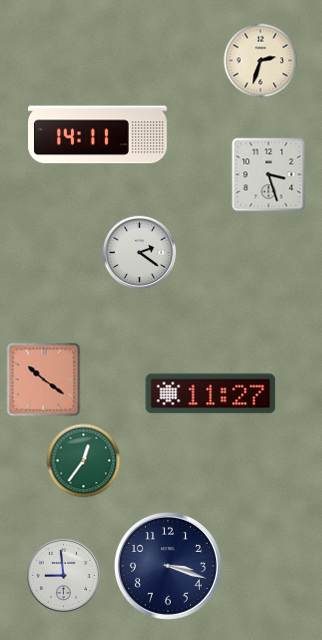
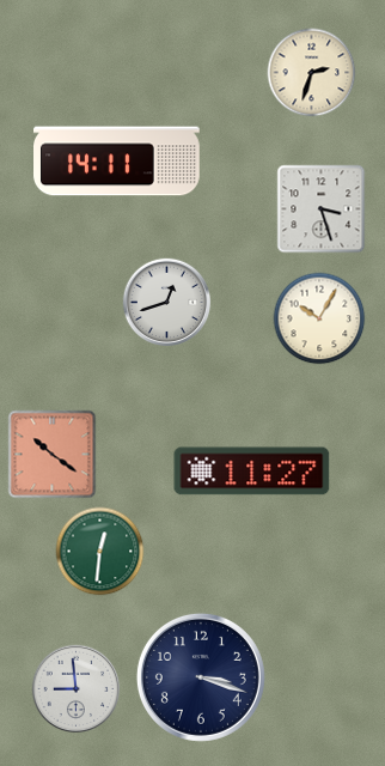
clock at (140, 253): 2:21 -> 12:42
clock at (319, 318): none -> 10:05
clock at (84, 461): 12:36 -> 12:31
